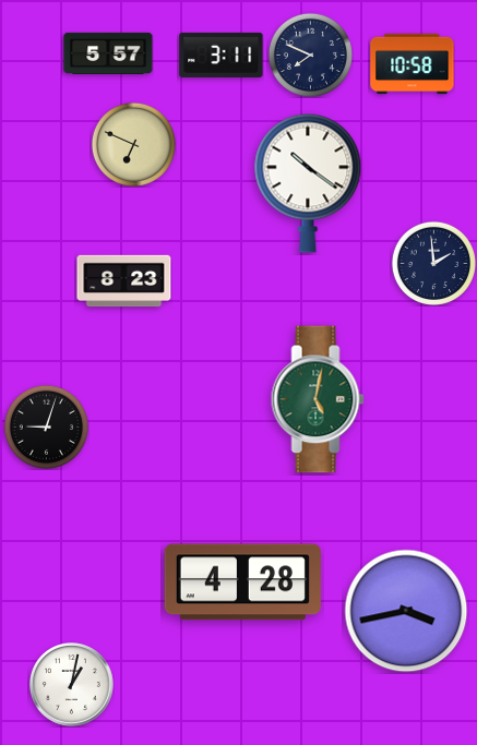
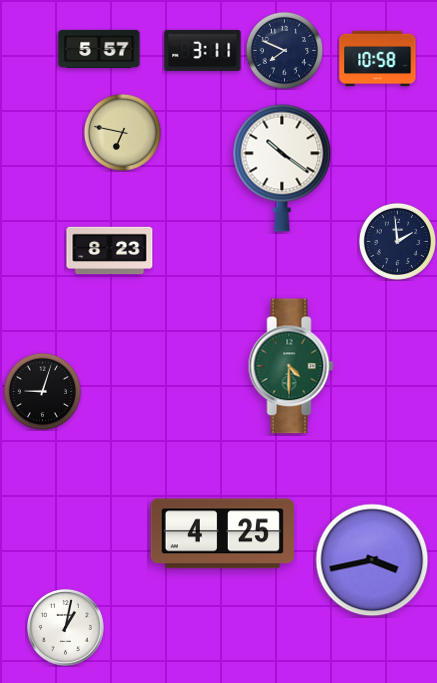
clock at (133, 144): 6:49 -> 6:47
clock at (124, 281) position: (124, 281) -> (110, 251)
clock at (318, 399): 5:02 -> 4:30
clock at (242, 582): 4:28 -> 4:25
